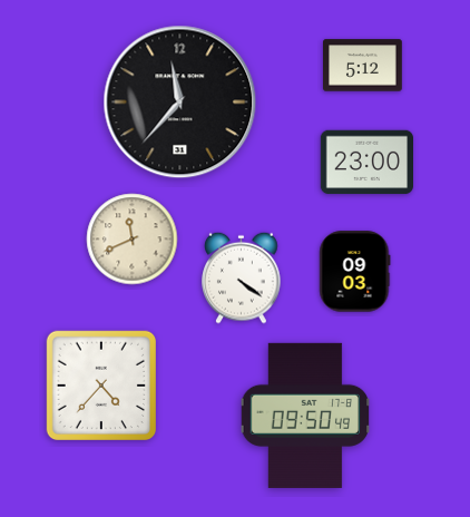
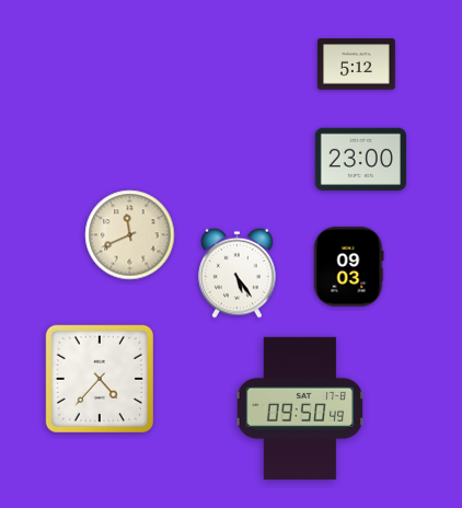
clock at (180, 103): 11:37 -> none
clock at (242, 277): 4:21 -> 5:24
